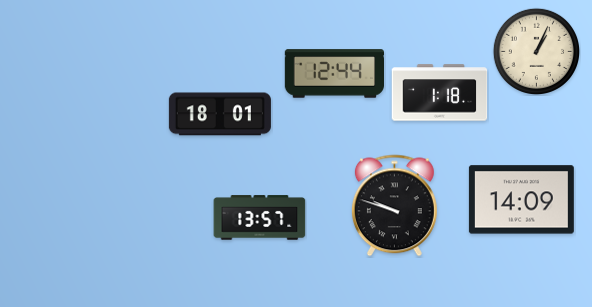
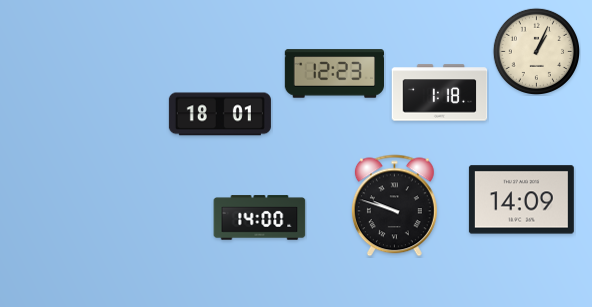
clock at (334, 74): 12:44 -> 12:23
clock at (260, 218): 13:57 -> 14:00
